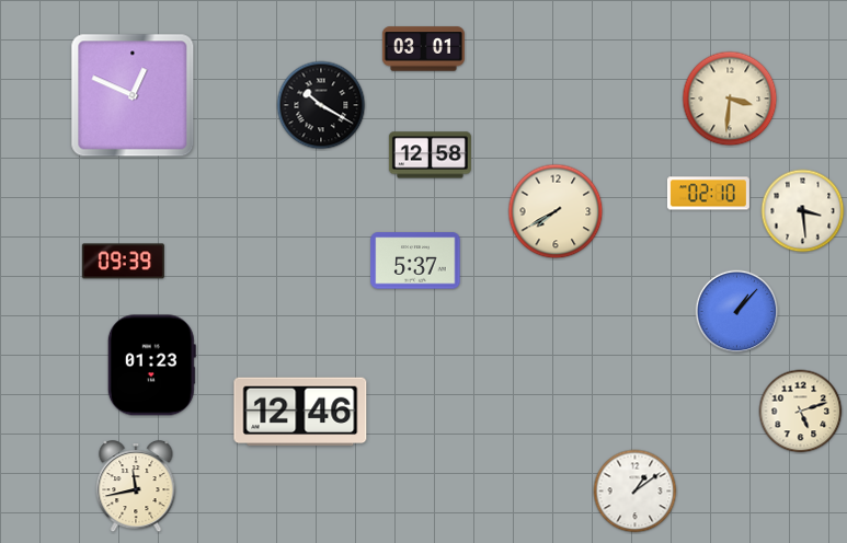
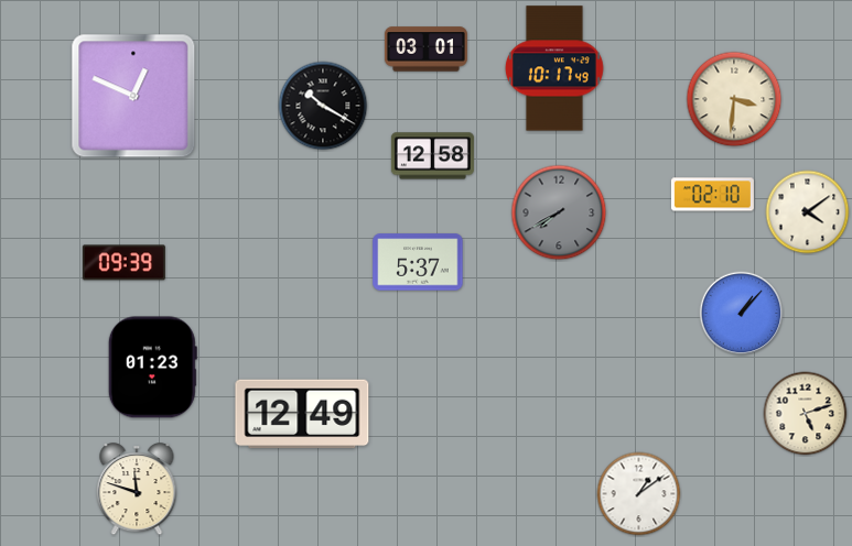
clock at (554, 68): none -> 10:17
clock at (556, 211) dial: cream -> grey
clock at (803, 211): 3:29 -> 4:09
clock at (300, 412): 12:46 -> 12:49
clock at (136, 487): 11:43 -> 11:48
